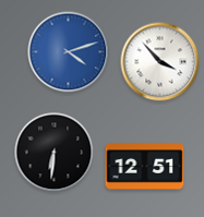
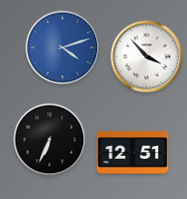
clock at (55, 153): 6:31 -> 6:34
